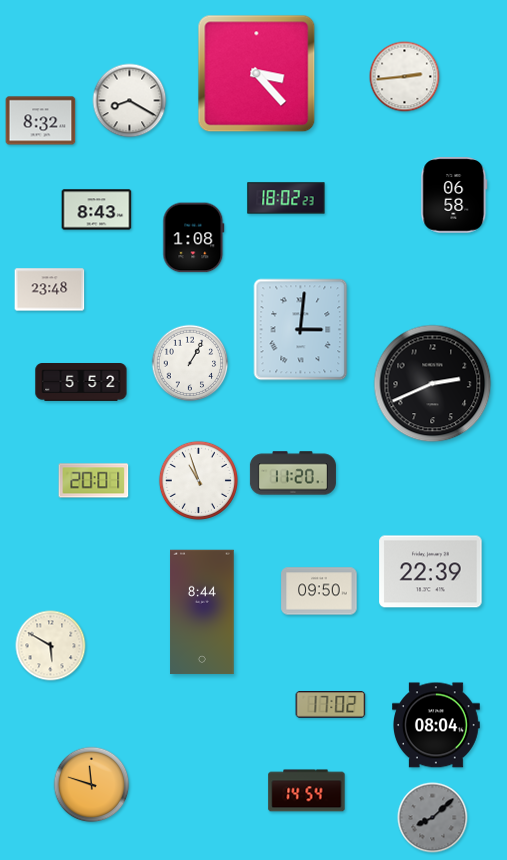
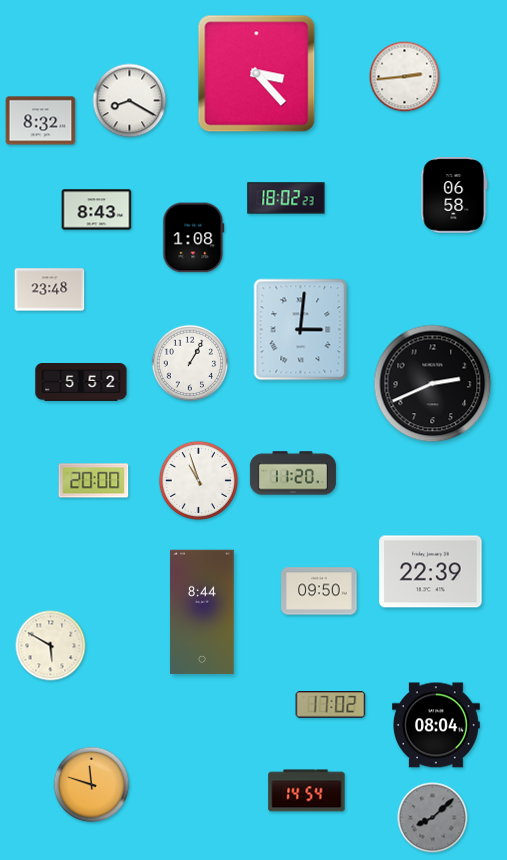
clock at (94, 481): 20:01 -> 20:00
